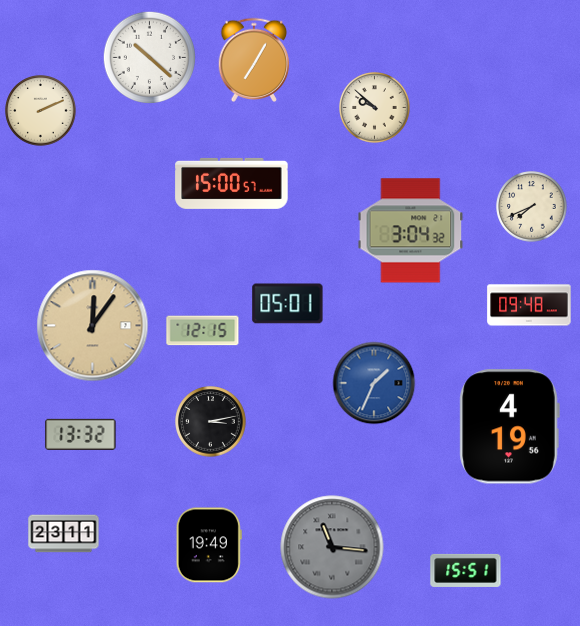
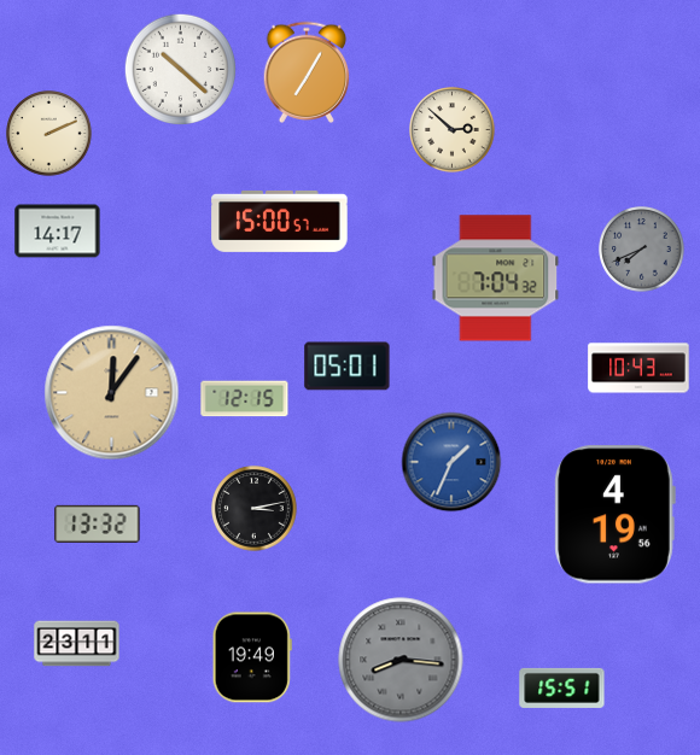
clock at (375, 108): 9:52 -> 2:52
clock at (58, 232): none -> 14:17
clock at (532, 207) dial: cream -> grey
clock at (411, 231): 3:04 -> 7:04
clock at (529, 305): 09:48 -> 10:43
clock at (332, 547): 11:16 -> 8:16
